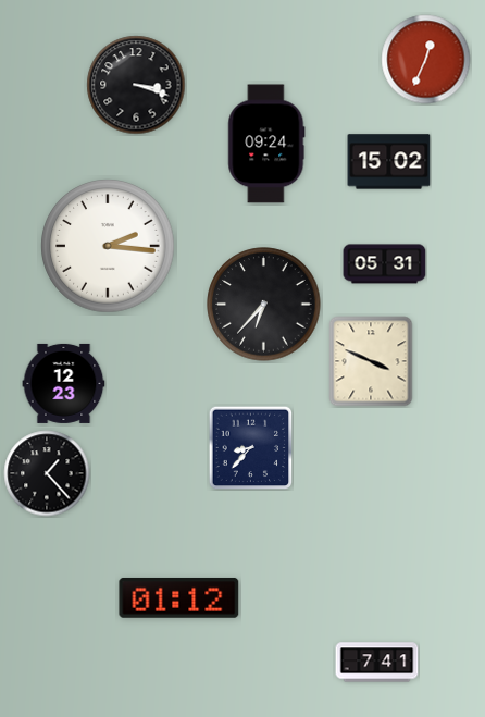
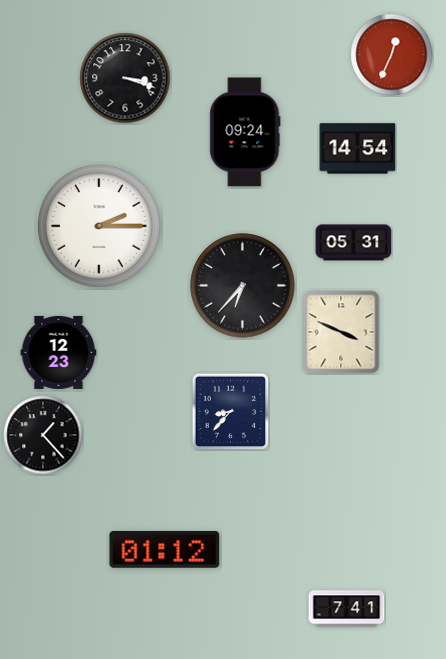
clock at (389, 162): 15:02 -> 14:54
clock at (108, 246): 2:16 -> 2:15
clock at (264, 305) position: (264, 305) -> (243, 286)
